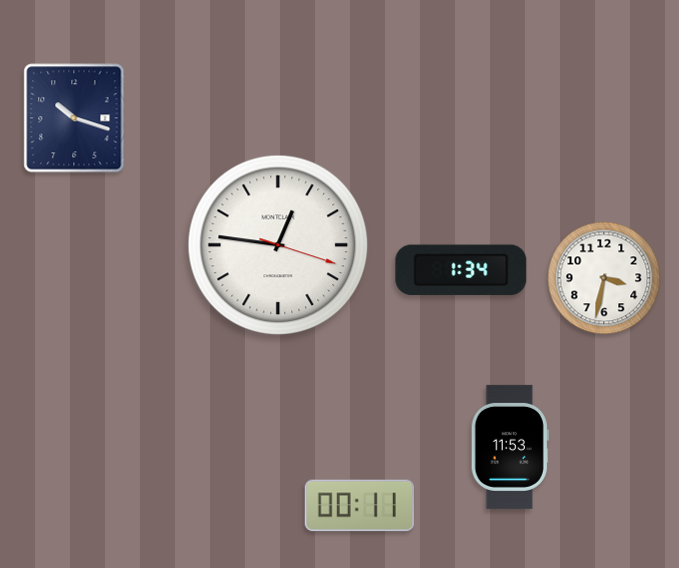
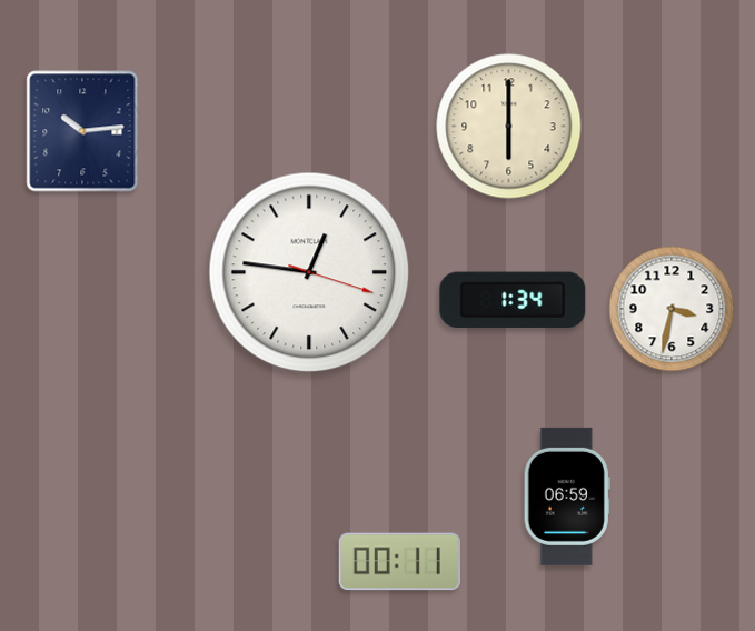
clock at (509, 127): none -> 6:00
clock at (74, 118): 10:18 -> 10:14
clock at (510, 447): 11:53 -> 06:59
